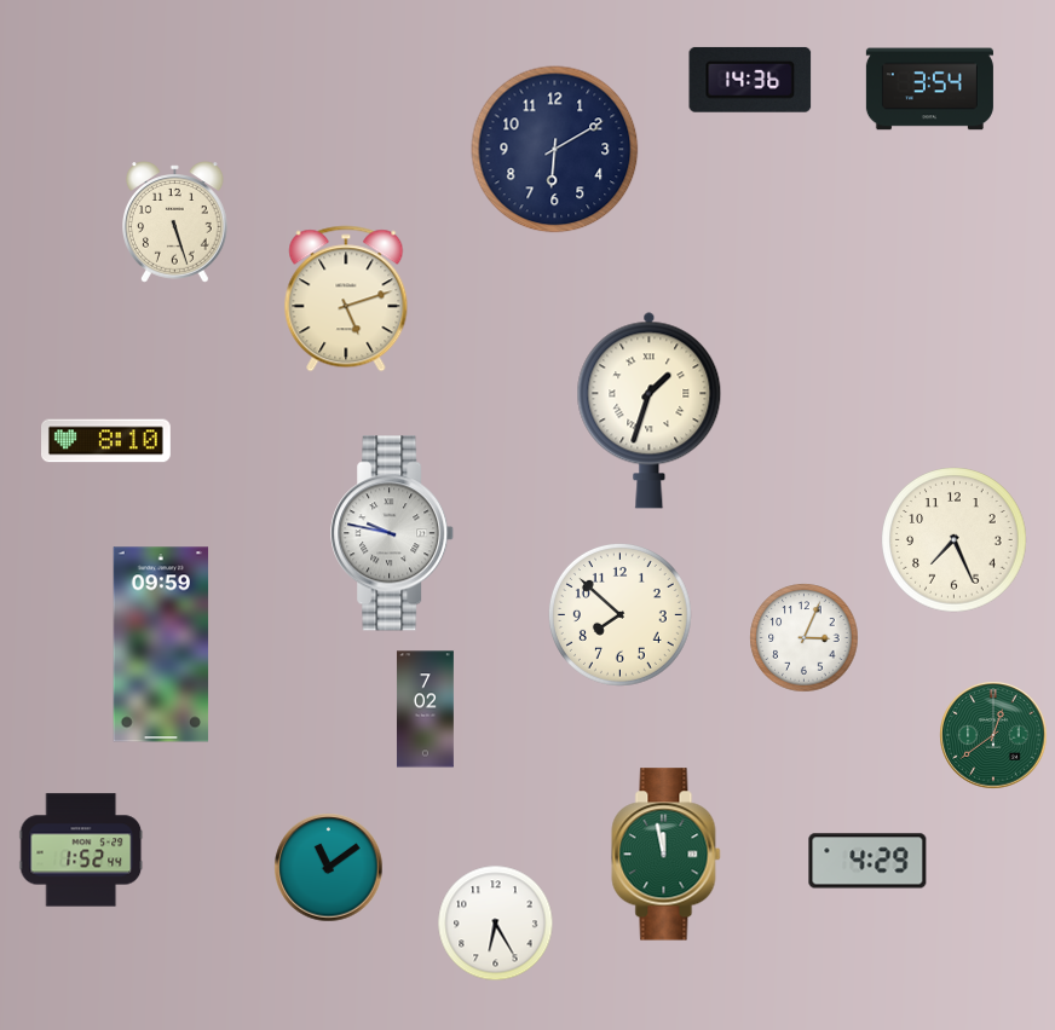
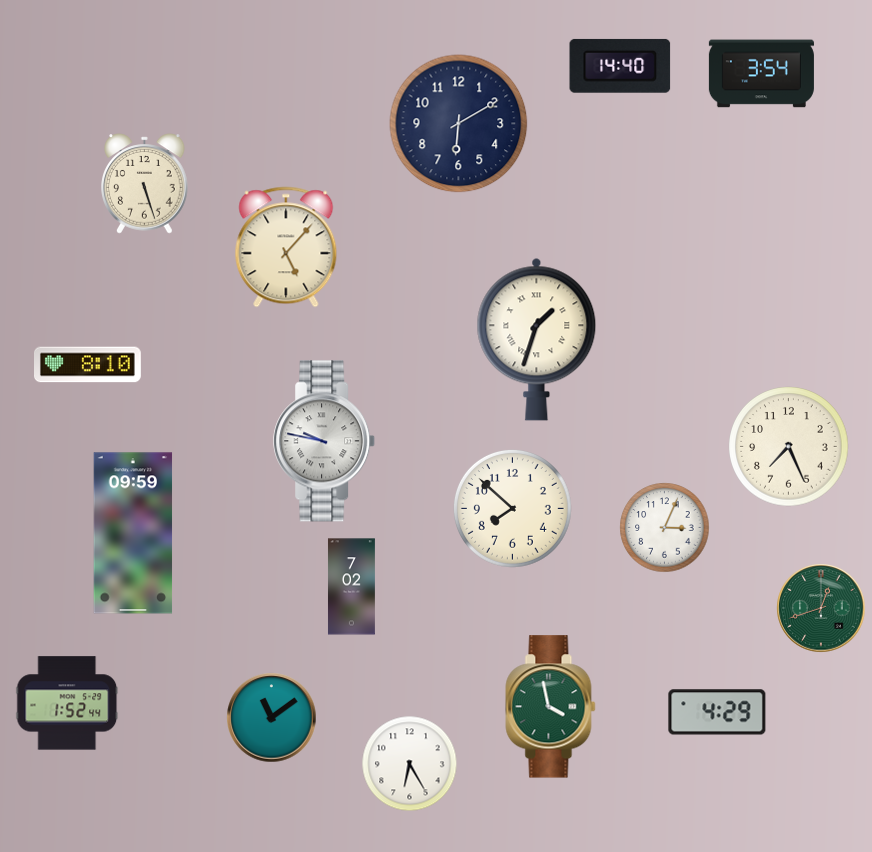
clock at (750, 80): 14:36 -> 14:40
clock at (929, 89) position: (929, 89) -> (761, 74)
clock at (346, 299): 5:12 -> 5:07
clock at (993, 735): 12:39 -> 12:42
clock at (667, 855): 11:58 -> 3:58
